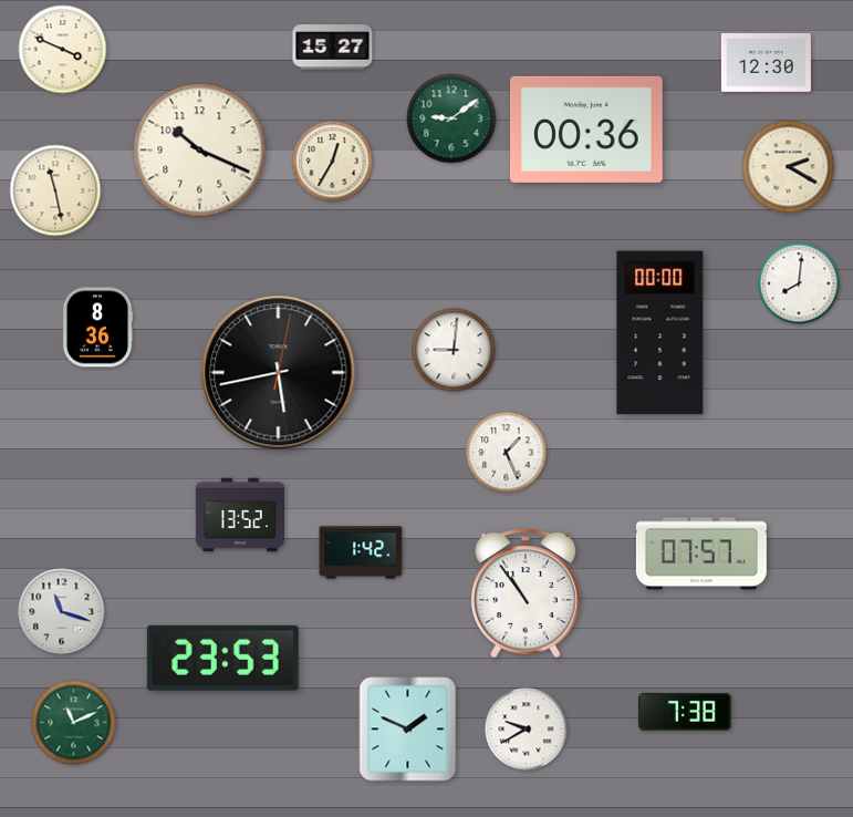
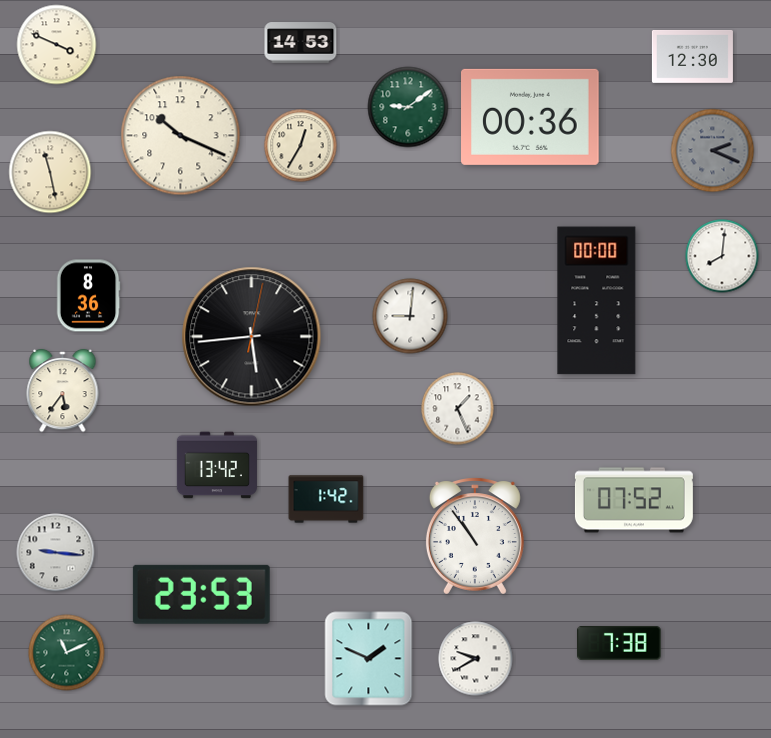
clock at (333, 48): 15:27 -> 14:53
clock at (789, 167): 2:20 -> 2:19
clock at (789, 167) dial: cream -> grey
clock at (279, 373): 5:43 -> 5:44
clock at (63, 391): none -> 5:36
clock at (240, 515): 13:52 -> 13:42
clock at (701, 554): 07:57 -> 07:52
clock at (62, 612): 11:18 -> 9:16
